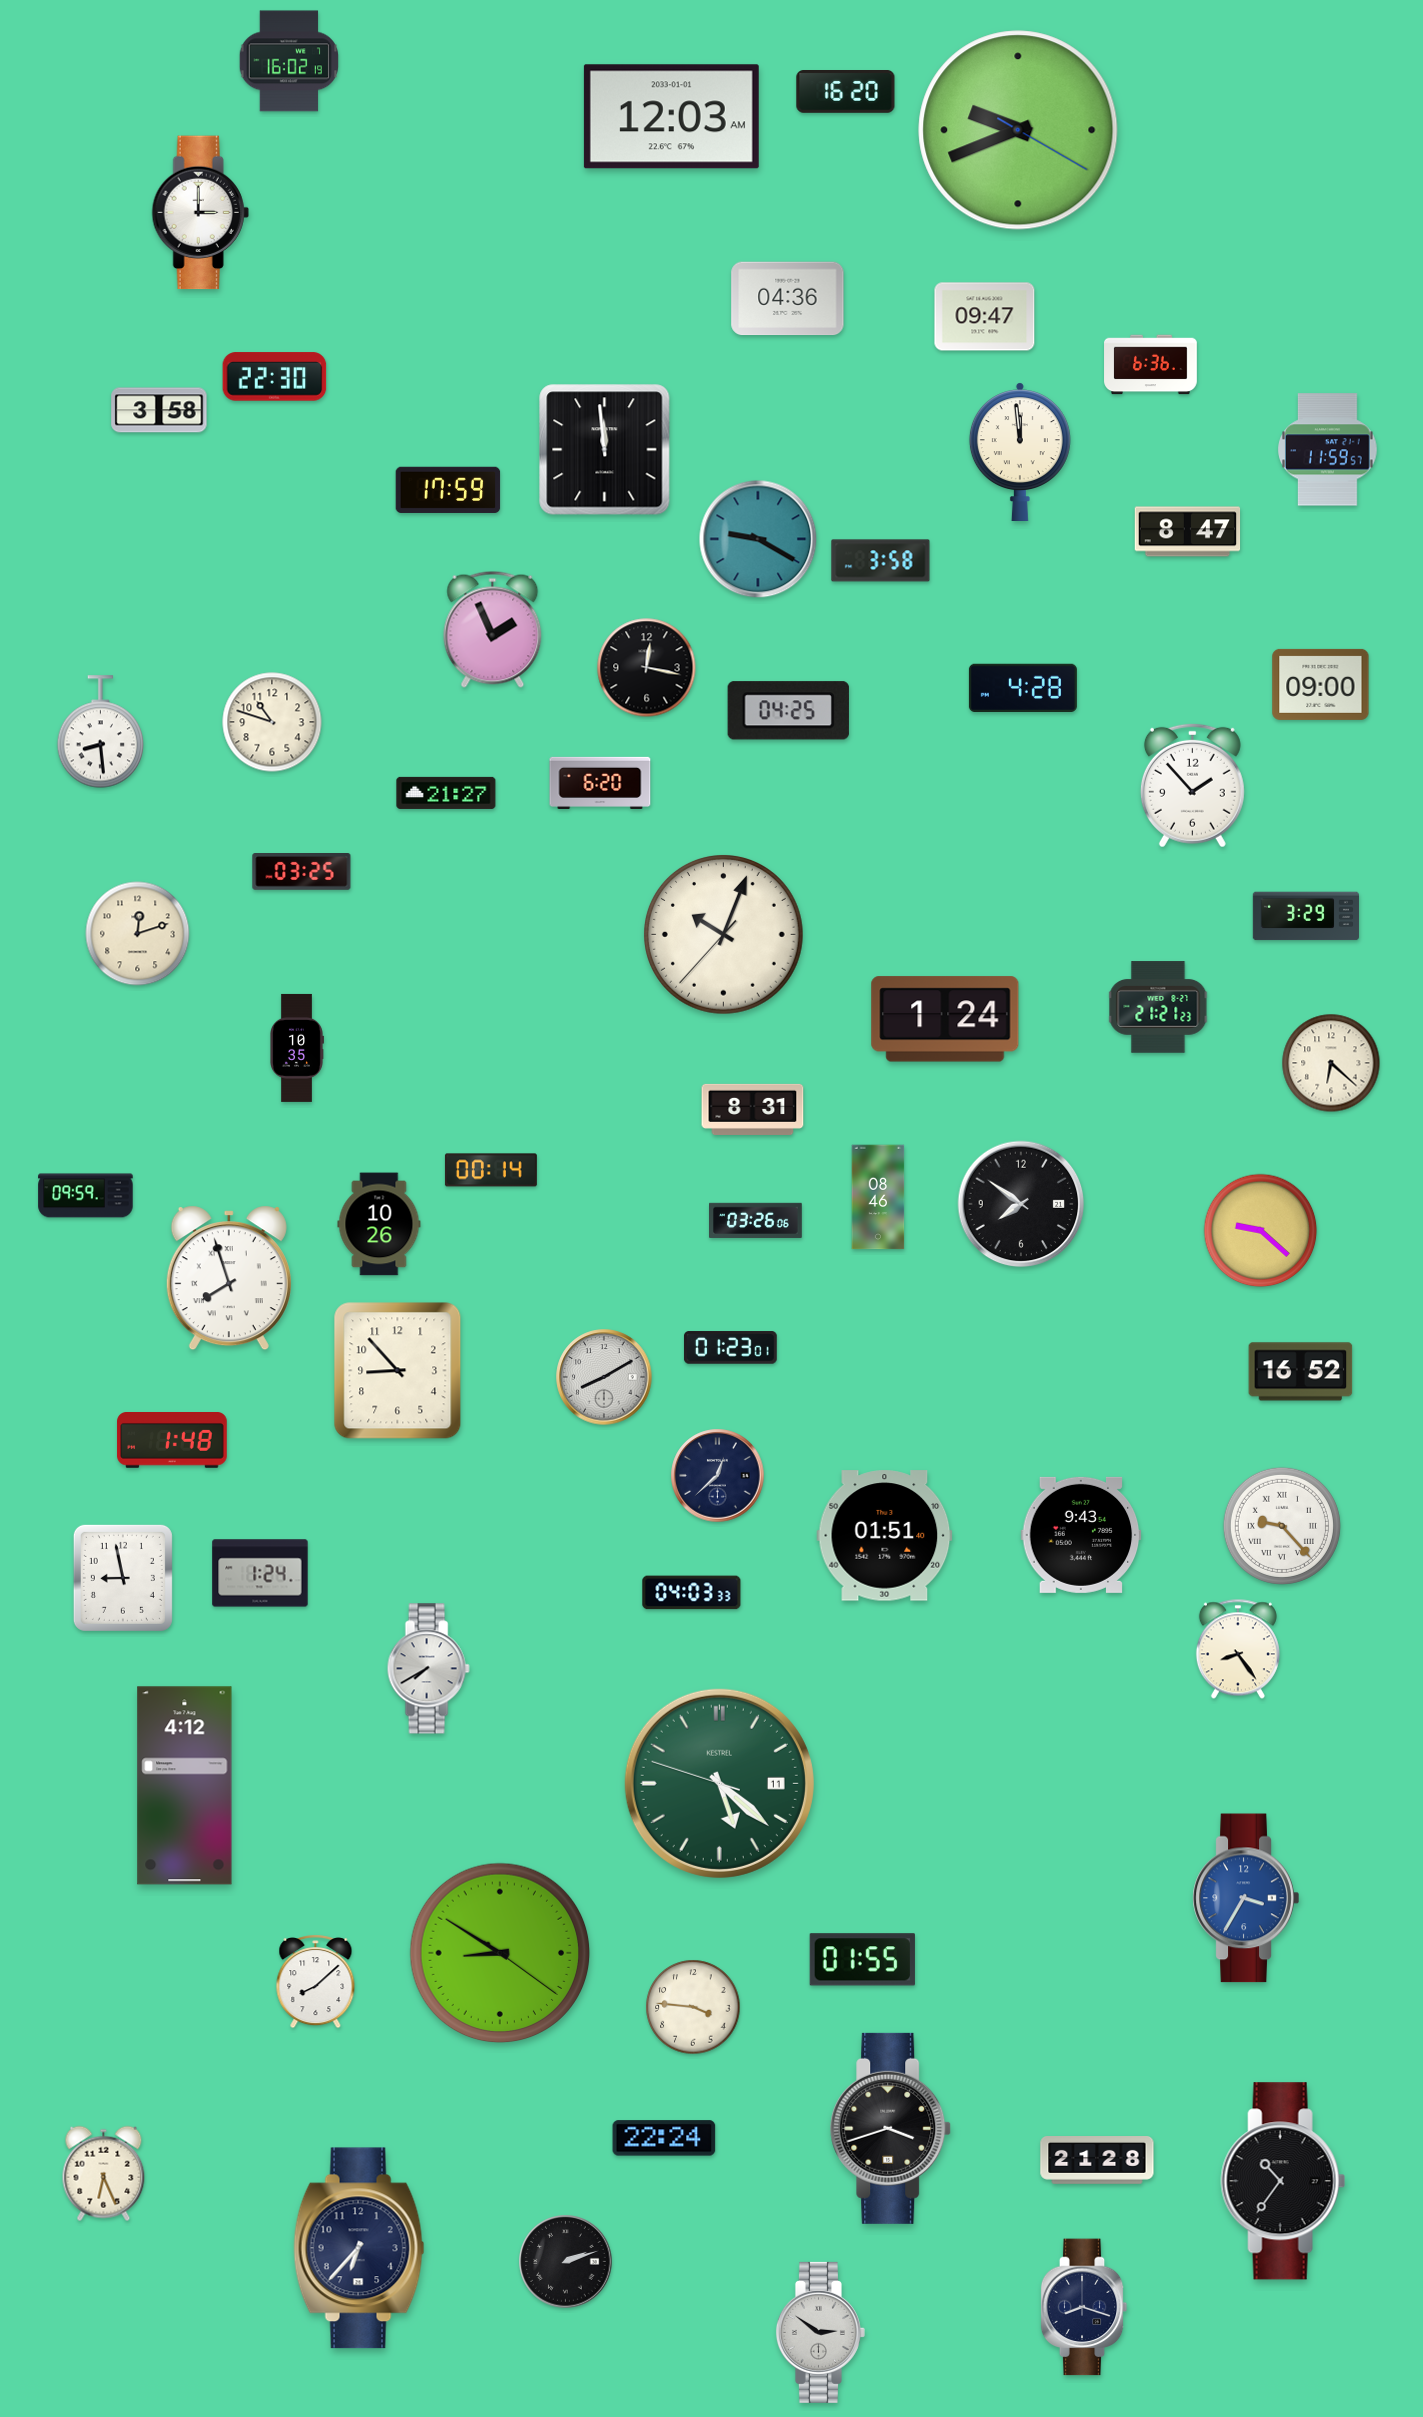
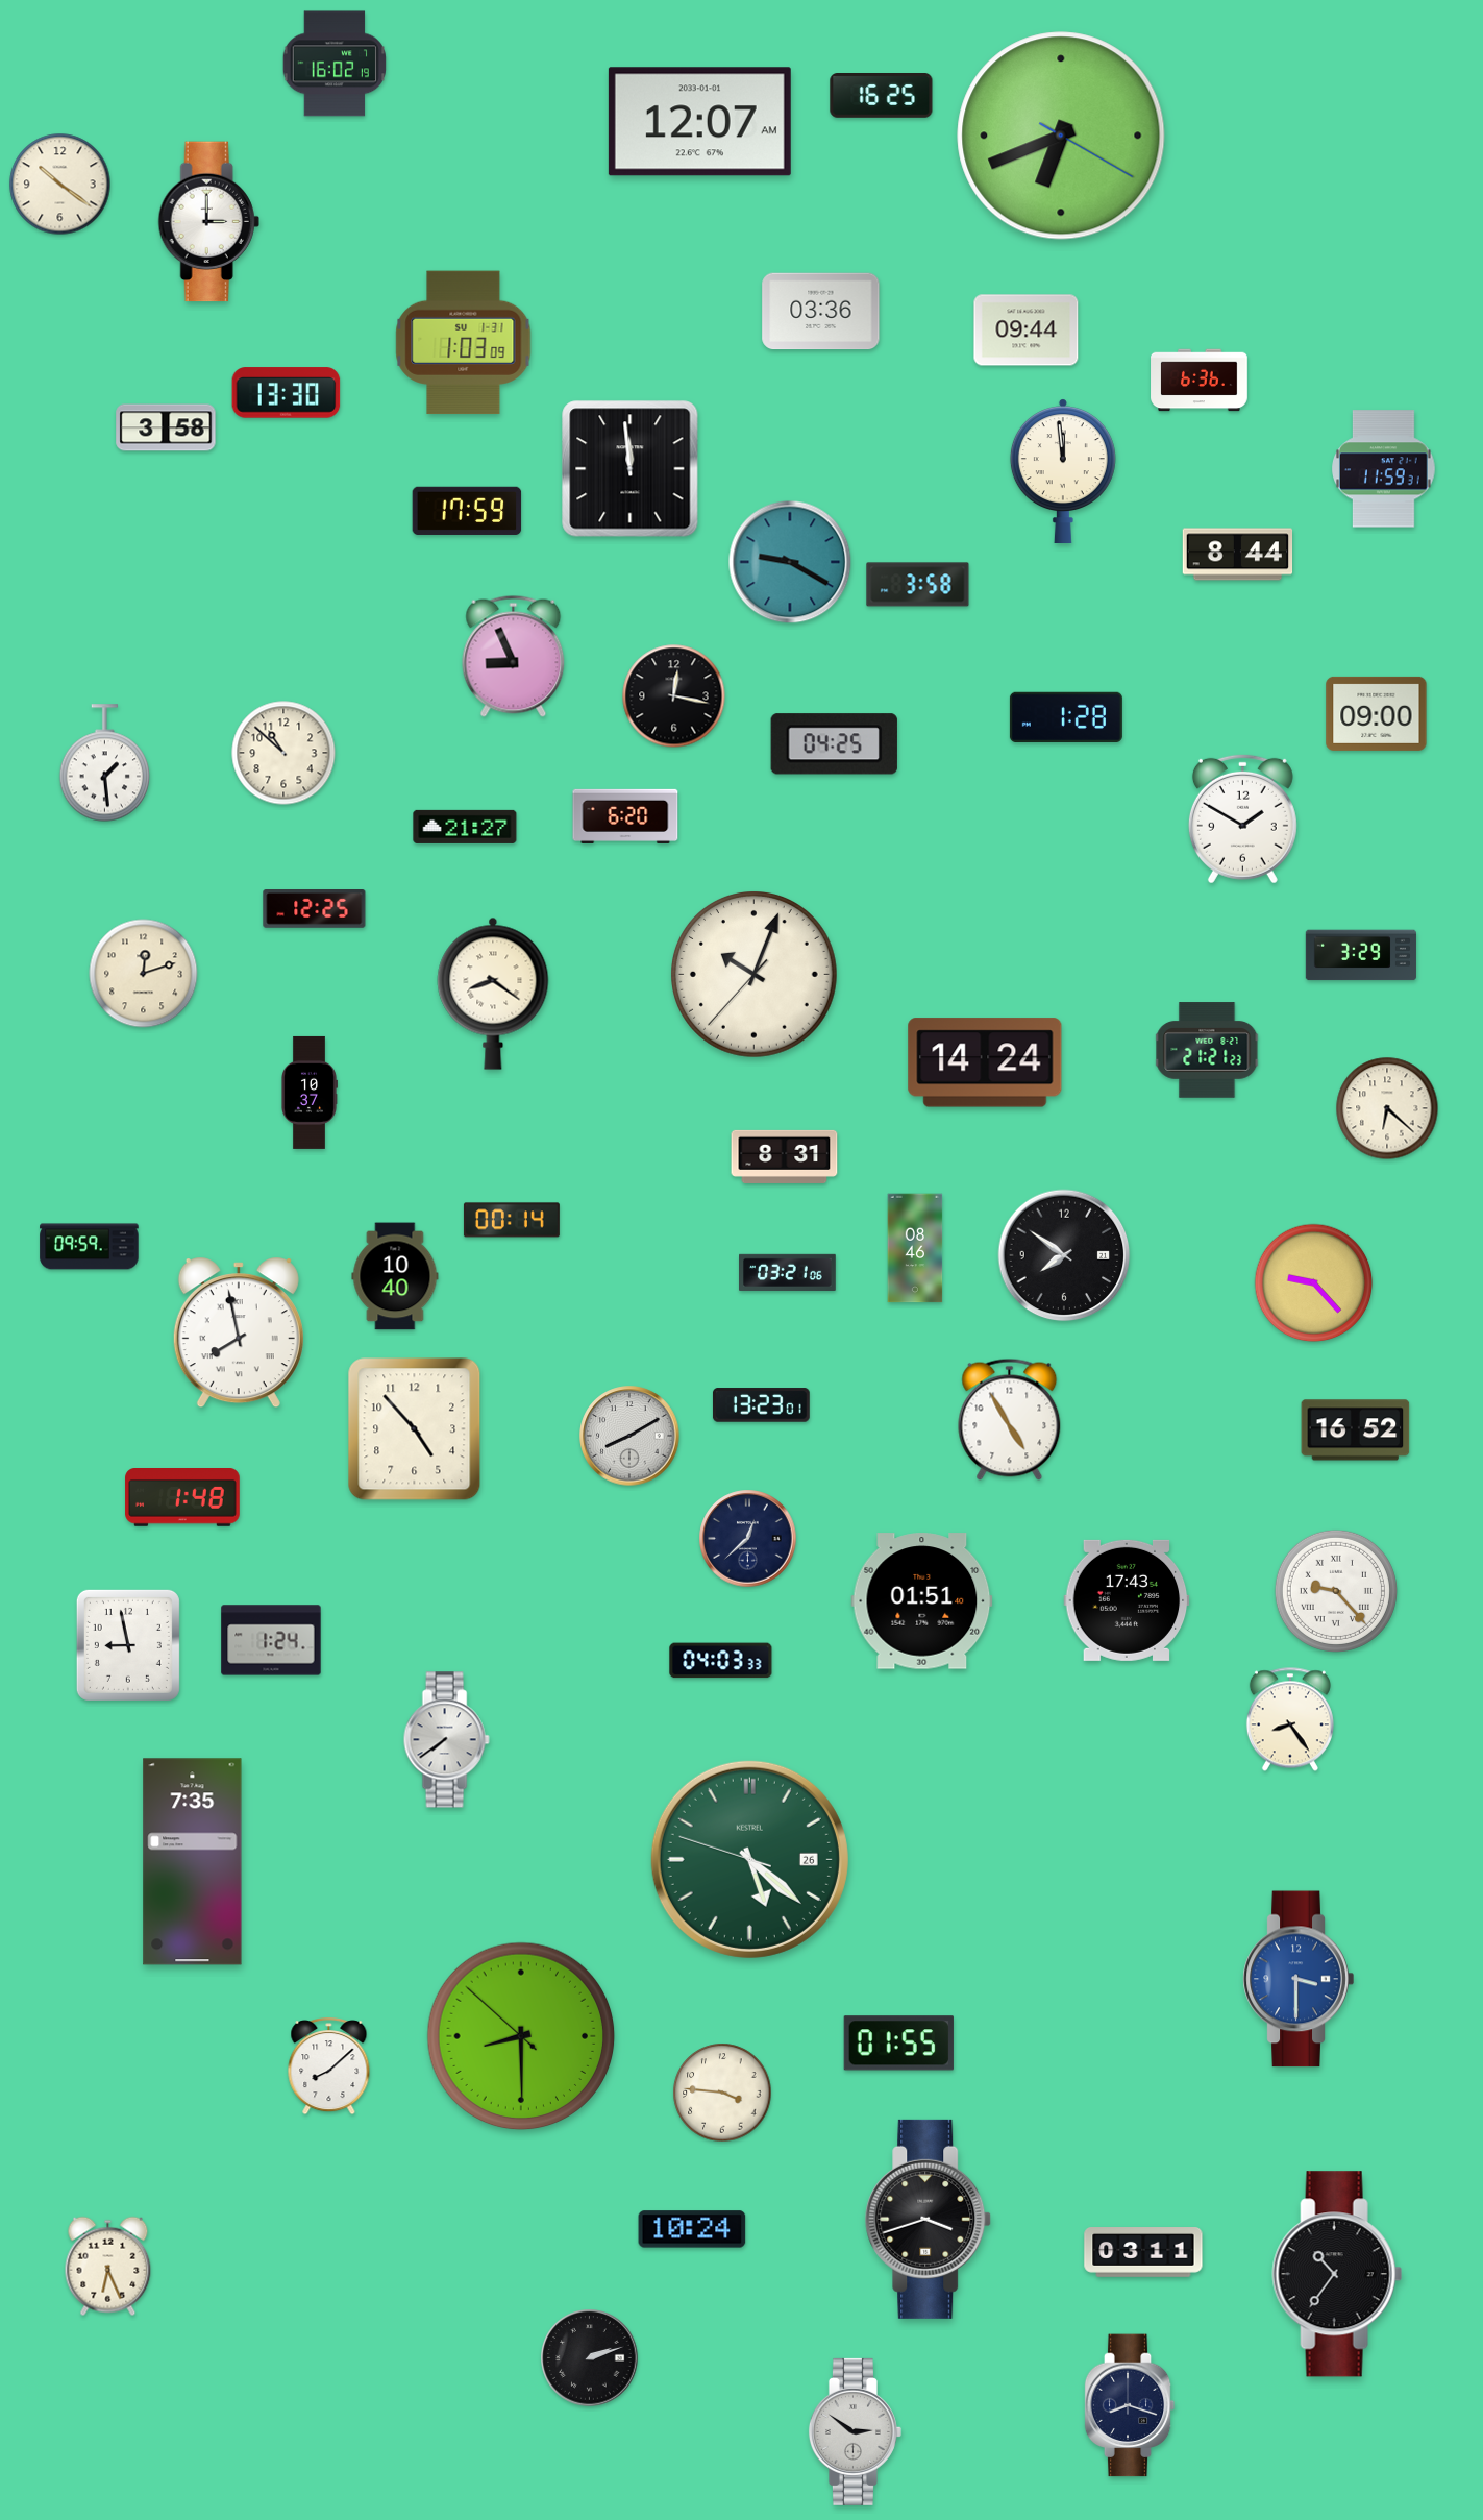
clock at (289, 61) position: (289, 61) -> (335, 64)
clock at (846, 92): 16:20 -> 16:25
clock at (671, 117): 12:03 -> 12:07
clock at (1018, 130): 9:41 -> 6:41
clock at (60, 185): none -> 10:21
clock at (788, 299): 04:36 -> 03:36
clock at (985, 317): 09:47 -> 09:44
clock at (464, 343): none -> 1:03
clock at (275, 377): 22:30 -> 13:30
clock at (1328, 450): 11:59:57 -> 11:59:31
clock at (1188, 532): 8:47 -> 8:44
clock at (493, 629): 1:56 -> 8:56
clock at (1023, 687): 4:28 -> 1:28
clock at (788, 711) position: (788, 711) -> (834, 744)
clock at (272, 722): 10:48 -> 10:52
clock at (101, 732): 8:29 -> 1:29
clock at (1192, 785): 1:53 -> 1:50
clock at (302, 872): 03:25 -> 12:25
clock at (493, 994): none -> 8:21
clock at (945, 1019): 1:24 -> 14:24
clock at (297, 1048): 10:35 -> 10:37
clock at (756, 1220): 03:26 -> 03:21
clock at (379, 1224): 10:26 -> 10:40
clock at (1261, 1231): 9:22 -> 9:23
clock at (229, 1278): 7:57 -> 7:58
clock at (730, 1348): 01:23 -> 13:23
clock at (1010, 1419): none -> 4:55
clock at (398, 1371): 8:53 -> 4:53
clock at (172, 1441) position: (172, 1441) -> (182, 1498)
clock at (1081, 1535): 9:43 -> 17:43
clock at (428, 1669): 7:40 -> 7:39
clock at (719, 1783) date: 11 -> 26
clock at (185, 1786): 4:12 -> 7:35
clock at (1246, 1898): 3:35 -> 3:30
clock at (500, 1953): 8:50 -> 8:29
clock at (664, 2138): 22:24 -> 10:24
clock at (1097, 2161): 21:28 -> 03:11
clock at (359, 2248): 6:37 -> none
